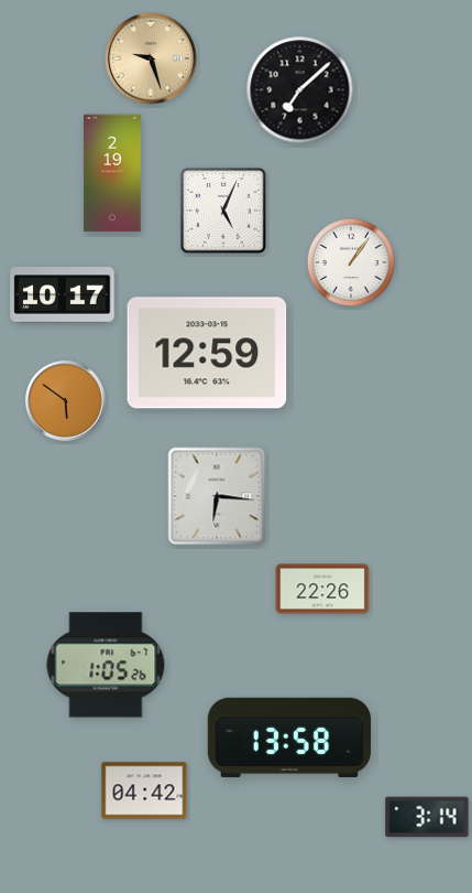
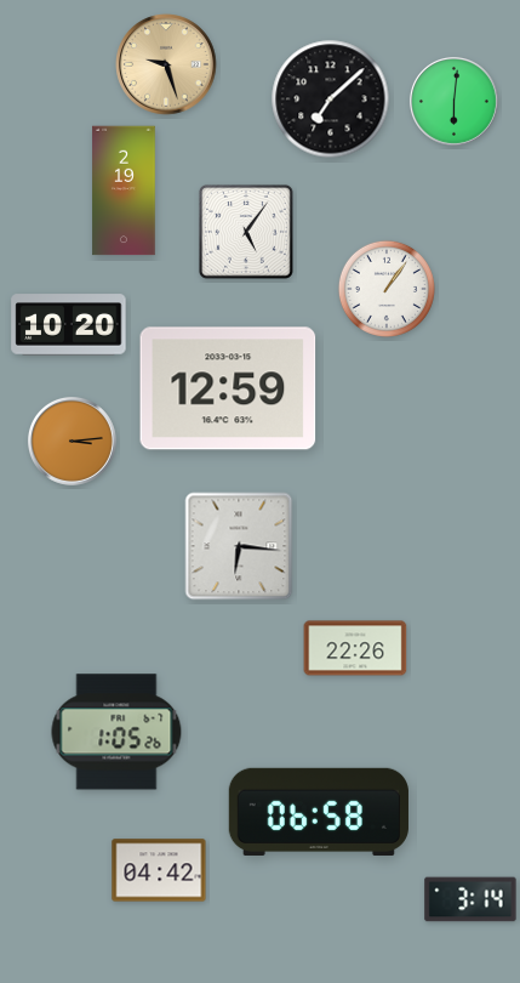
clock at (453, 101): none -> 6:01
clock at (223, 211): 5:04 -> 5:06
clock at (63, 295): 10:17 -> 10:20
clock at (65, 400): 5:51 -> 3:14
clock at (289, 738): 13:58 -> 06:58
